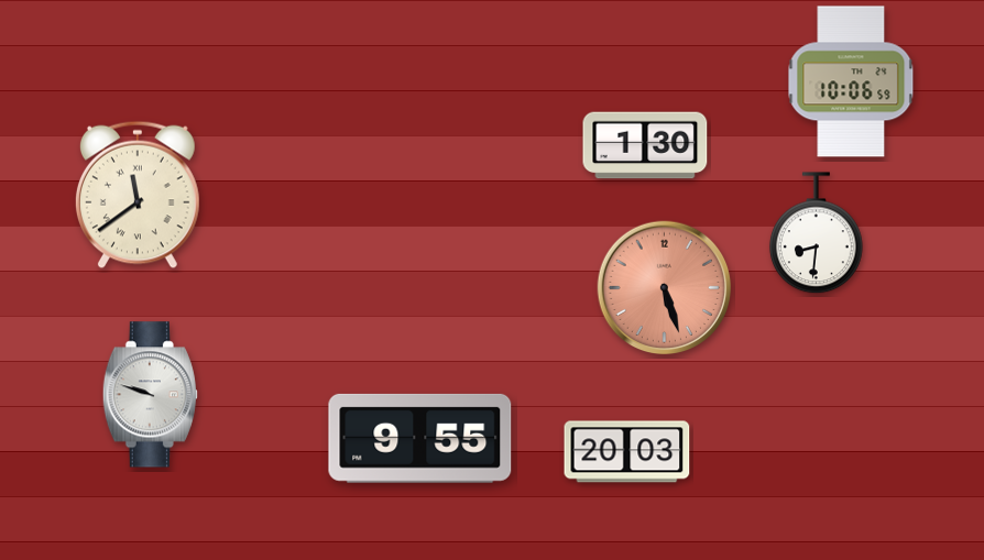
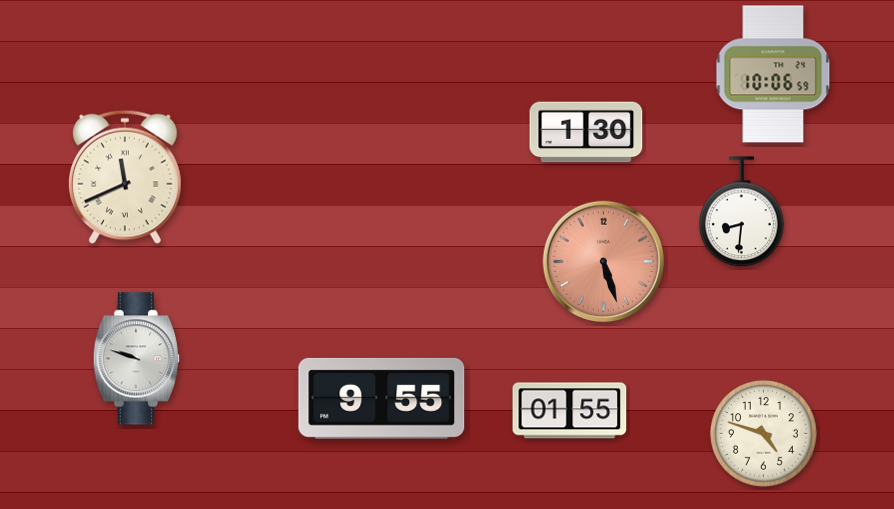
clock at (138, 195): 11:39 -> 11:41
clock at (627, 452): 20:03 -> 01:55
clock at (763, 433): none -> 4:48
